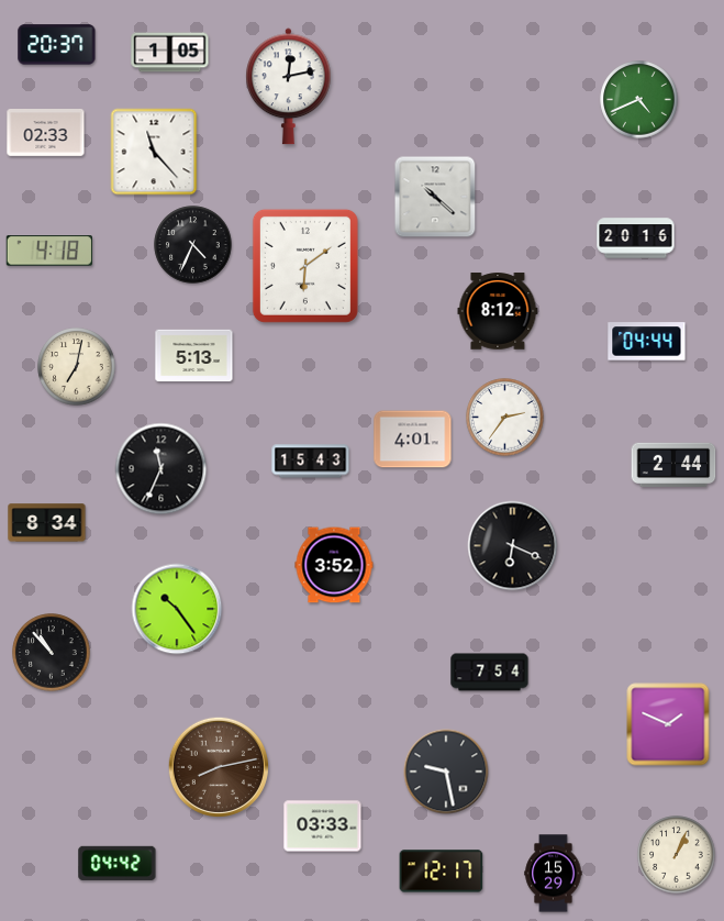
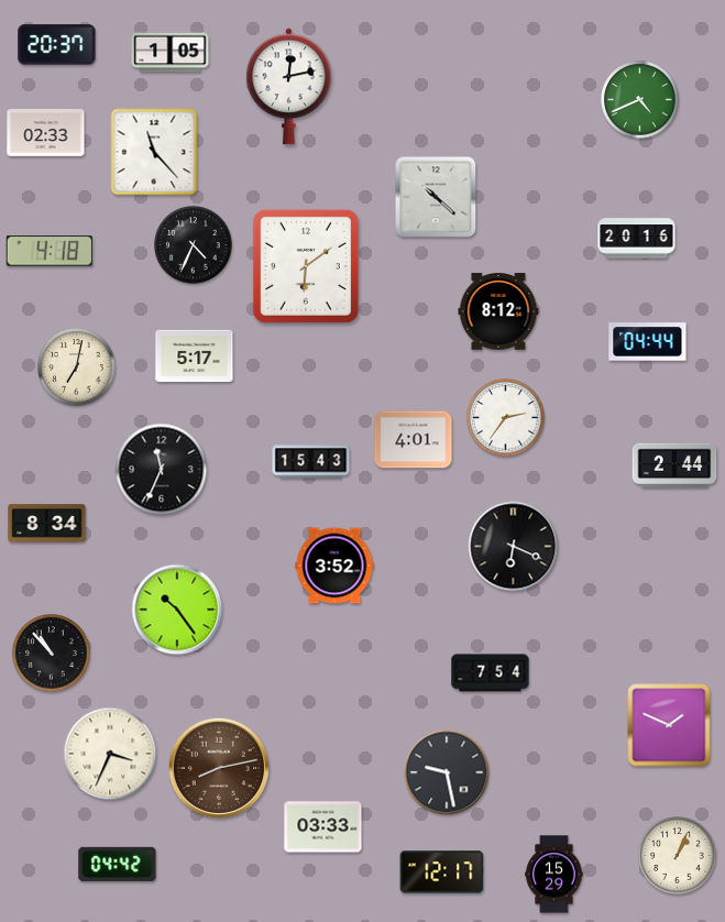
clock at (194, 356): 5:13 -> 5:17
clock at (110, 754): none -> 3:34
